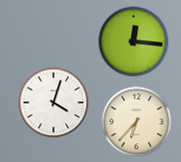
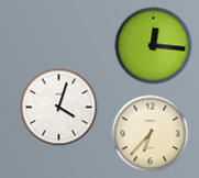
clock at (134, 42) position: (134, 42) -> (154, 46)
clock at (54, 103) position: (54, 103) -> (59, 108)
